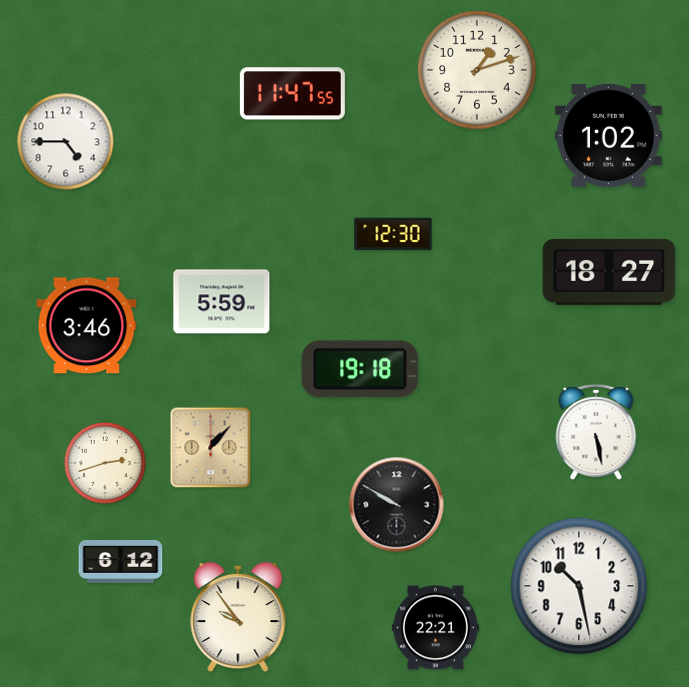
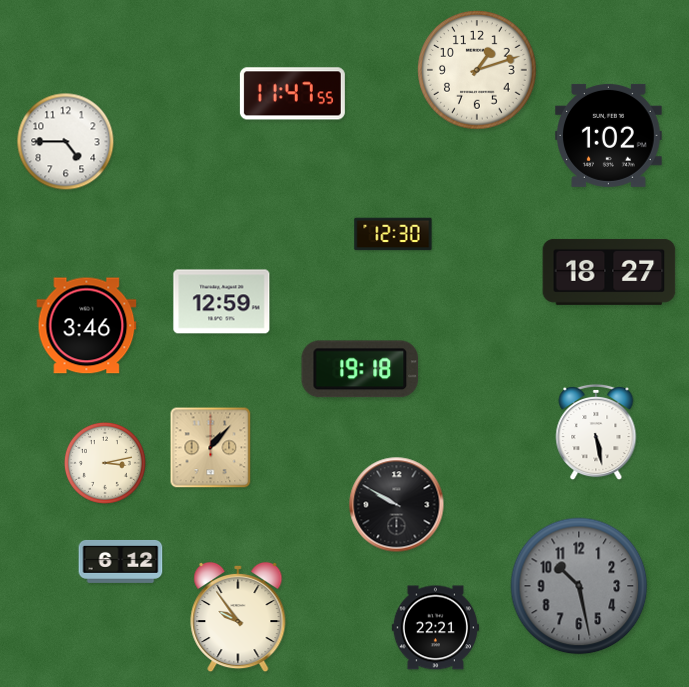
clock at (222, 302): 5:59 -> 12:59
clock at (105, 463): 2:42 -> 3:13
clock at (579, 586) dial: white -> grey
